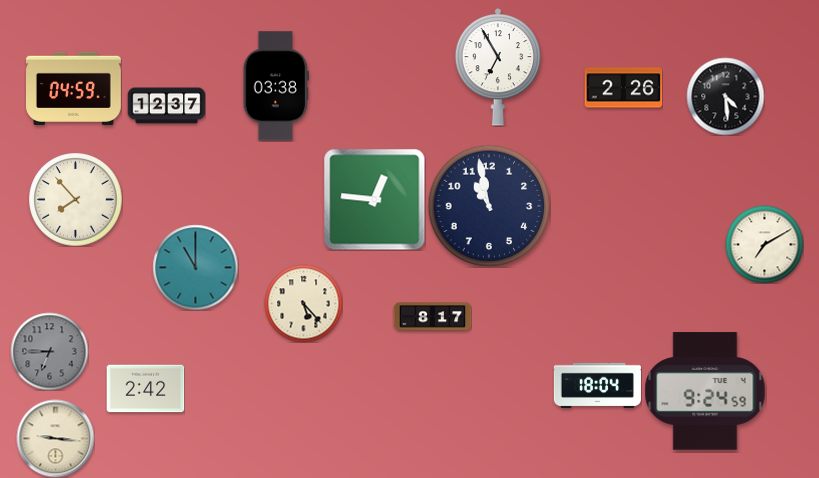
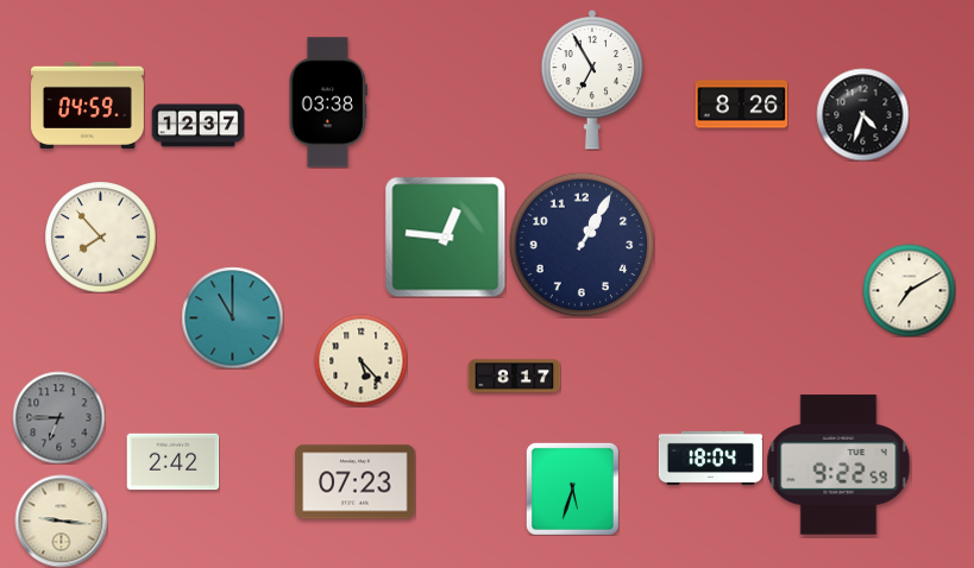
clock at (623, 88): 2:26 -> 8:26
clock at (725, 96): 4:29 -> 4:33
clock at (75, 199) position: (75, 199) -> (100, 236)
clock at (489, 206): 10:58 -> 1:05
clock at (705, 391): 9:24 -> 9:22
clock at (356, 482): none -> 07:23
clock at (572, 488): none -> 5:33
clock at (55, 438) position: (55, 438) -> (61, 520)
